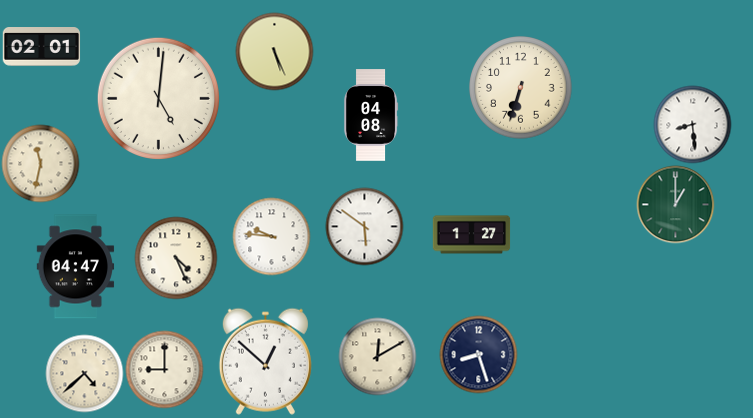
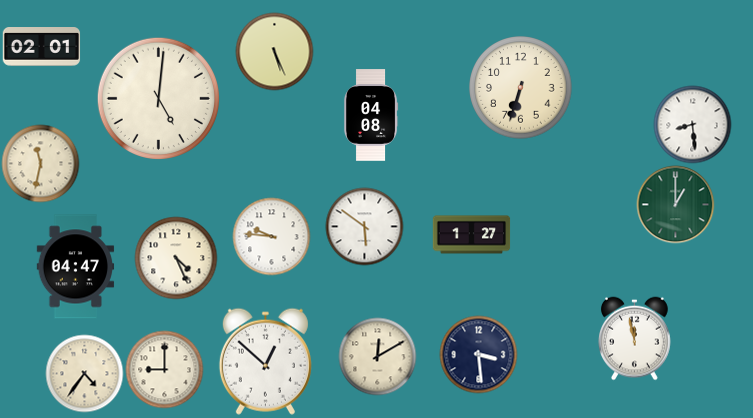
clock at (635, 338): none -> 11:58
clock at (478, 354): 8:27 -> 3:29
clock at (84, 373): 4:38 -> 4:36
